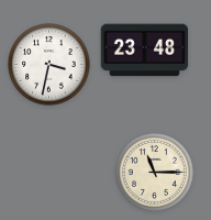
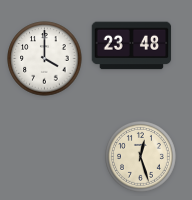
clock at (49, 65): 3:32 -> 4:00
clock at (155, 173): 11:15 -> 12:27
